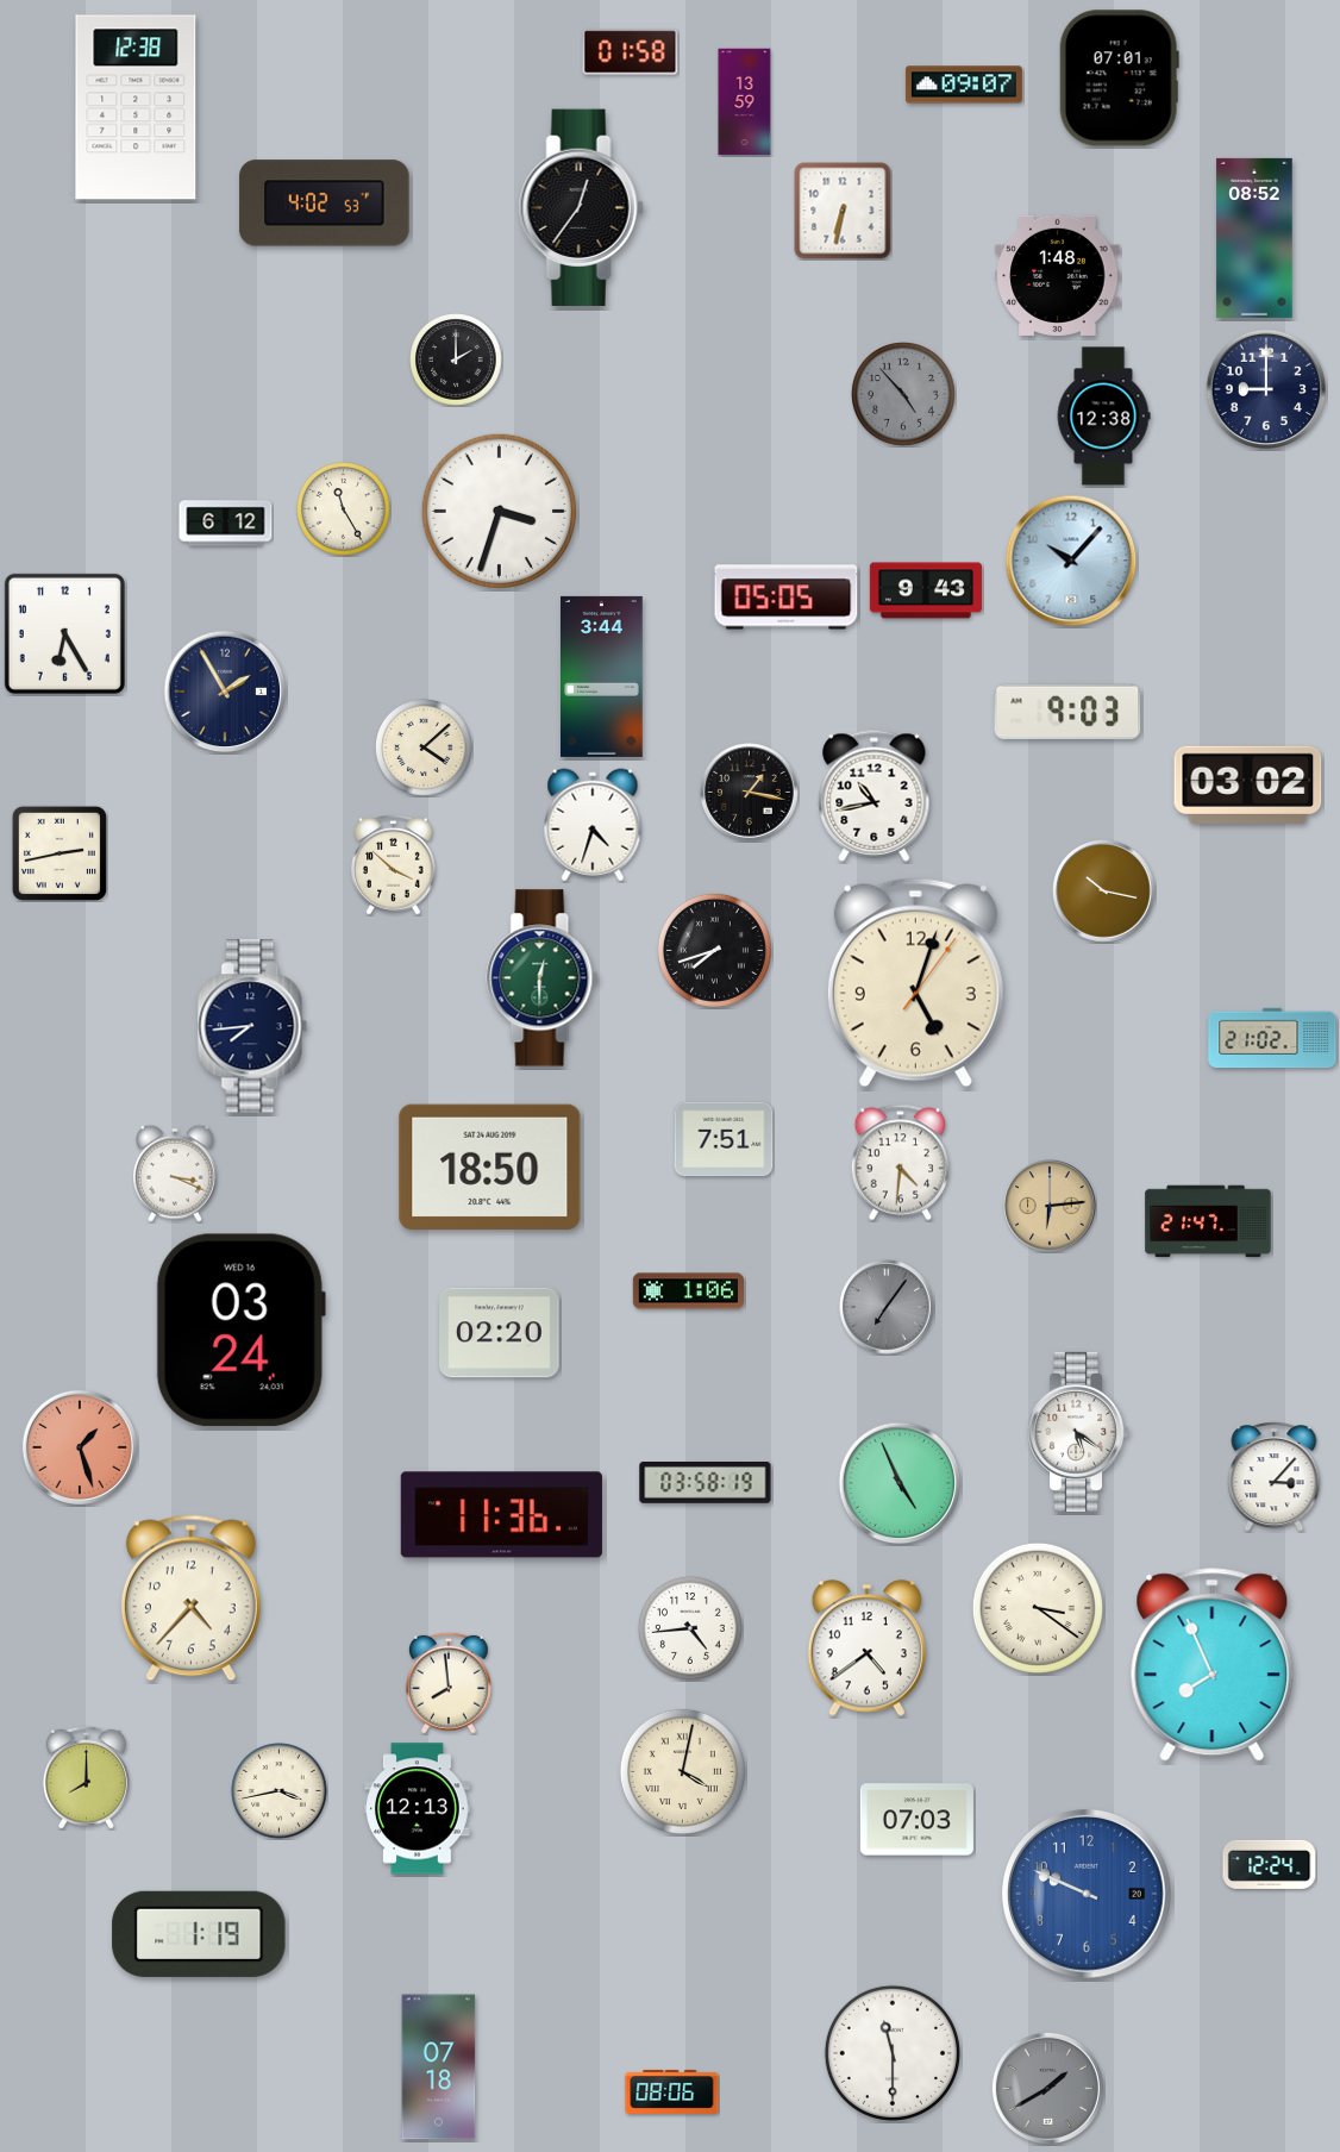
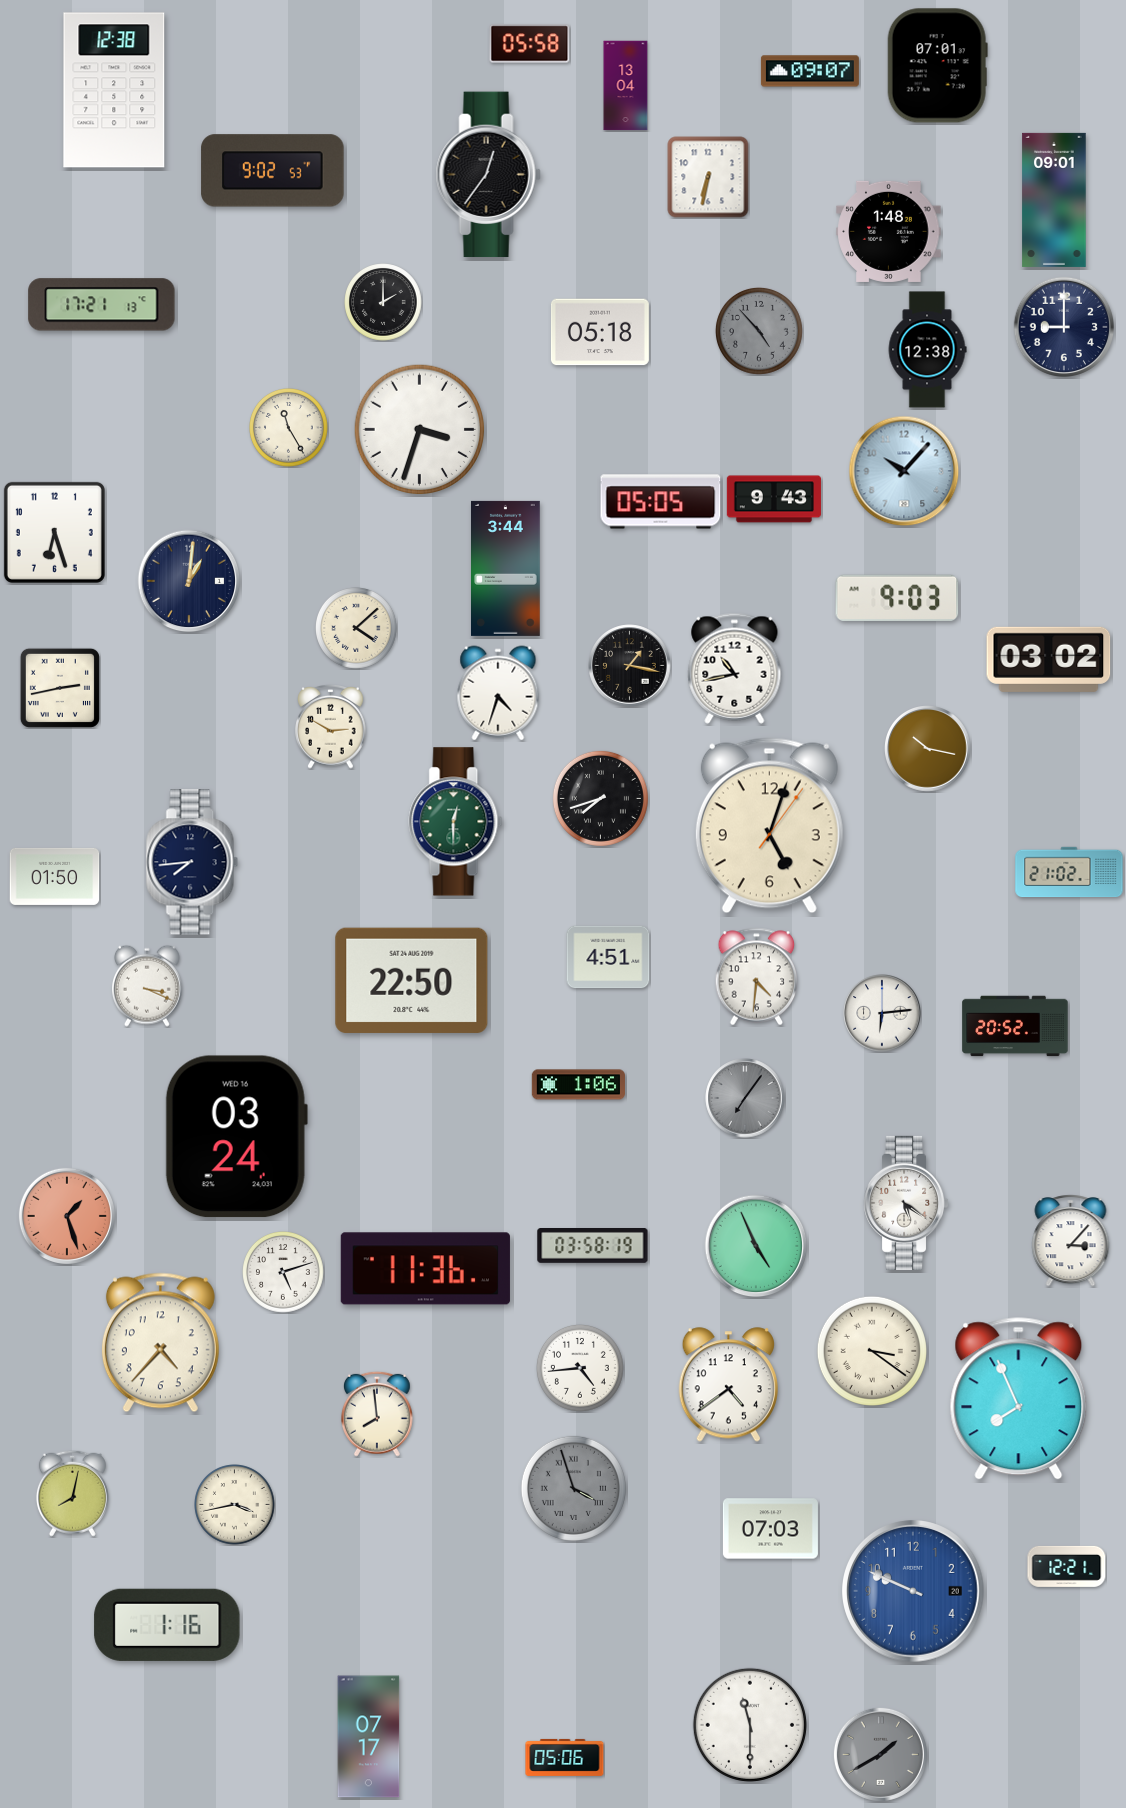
clock at (631, 52): 01:58 -> 05:58
clock at (1119, 79) position: (1119, 79) -> (937, 66)
clock at (745, 102): 13:59 -> 13:04
clock at (325, 204): 4:02 -> 9:02
clock at (1254, 238): 08:52 -> 09:01
clock at (102, 305): none -> 17:21
clock at (600, 332): none -> 05:18
clock at (226, 524): 6:12 -> none
clock at (1071, 561) position: (1071, 561) -> (904, 471)
clock at (926, 590) position: (926, 590) -> (774, 499)
clock at (64, 633): 6:25 -> 6:27
clock at (225, 692): 1:55 -> 1:01
clock at (60, 853) position: (60, 853) -> (60, 688)
clock at (394, 865): 3:52 -> 2:50
clock at (252, 1026) position: (252, 1026) -> (192, 862)
clock at (55, 876): none -> 01:50
clock at (724, 1139): 7:51 -> 4:51
clock at (490, 1166): 18:50 -> 22:50
clock at (1050, 1206) dial: champagne -> white
clock at (1208, 1221): 21:47 -> 20:52
clock at (240, 1331) position: (240, 1331) -> (236, 1137)
clock at (500, 1333): 02:20 -> none
clock at (284, 1273): none -> 5:12
clock at (501, 1515) position: (501, 1515) -> (425, 1269)
clock at (682, 1771): 4:02 -> 3:57
clock at (682, 1771) dial: cream -> grey
clock at (86, 1777): 8:00 -> 8:02
clock at (418, 1809): 12:13 -> none
clock at (1270, 1864): 12:24 -> 12:21
clock at (199, 1934): 1:19 -> 1:16
clock at (439, 2067): 07:18 -> 07:17
clock at (672, 2091): 08:06 -> 05:06
